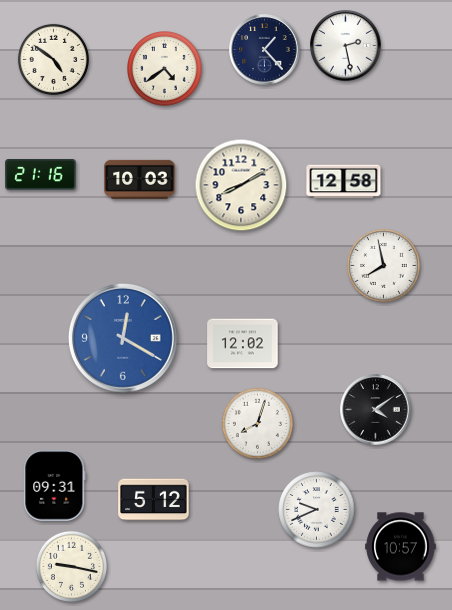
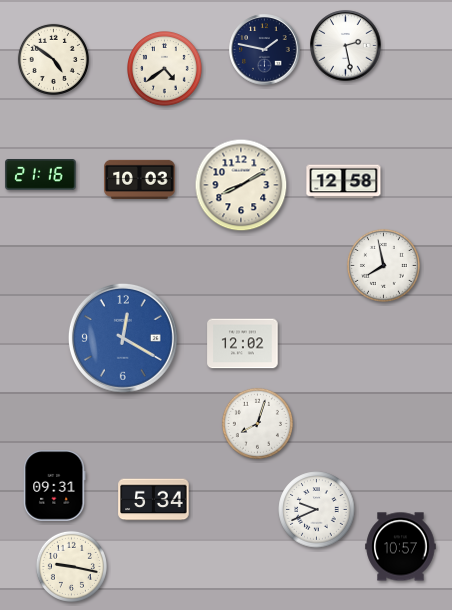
clock at (265, 50): 1:23 -> 1:47
clock at (376, 410): 4:09 -> none
clock at (154, 500): 5:12 -> 5:34
